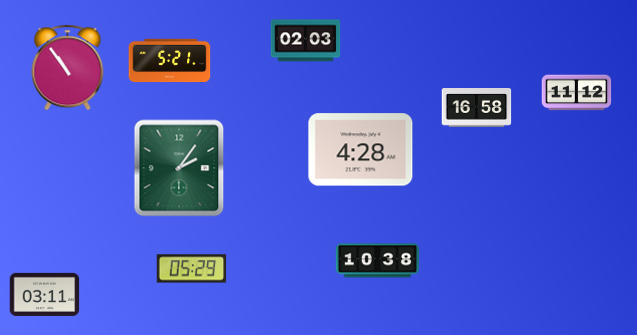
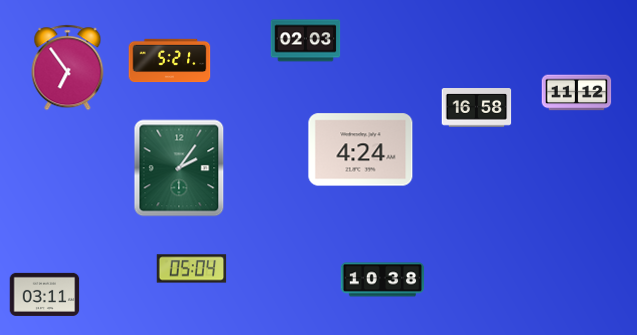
clock at (68, 68): 10:54 -> 6:54
clock at (361, 150): 4:28 -> 4:24
clock at (378, 261) position: (378, 261) -> (383, 280)
clock at (192, 269): 05:29 -> 05:04
